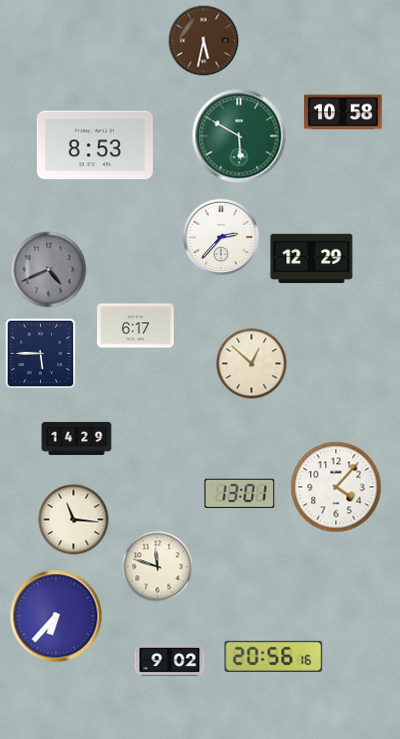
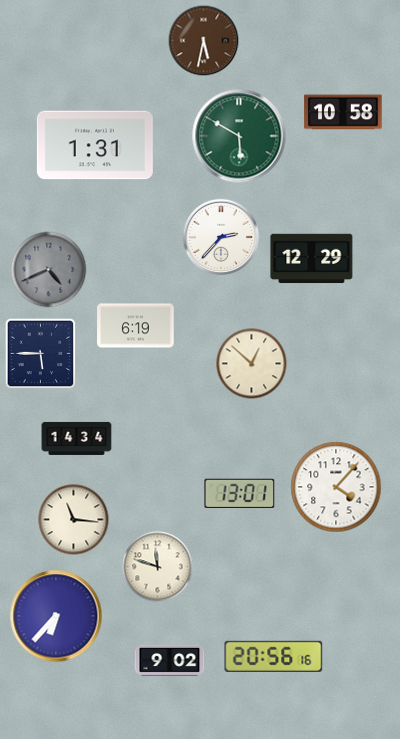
clock at (95, 145): 8:53 -> 1:31
clock at (136, 326): 6:17 -> 6:19
clock at (77, 438): 14:29 -> 14:34
